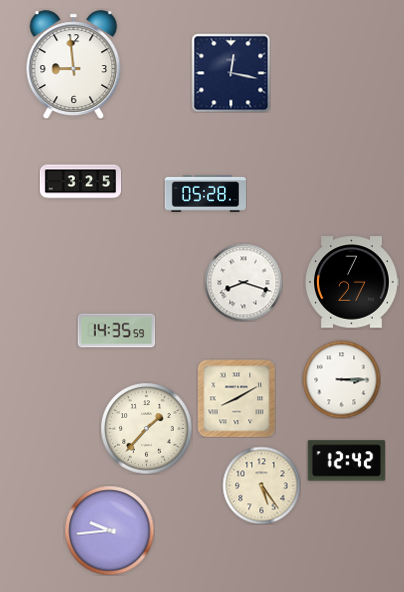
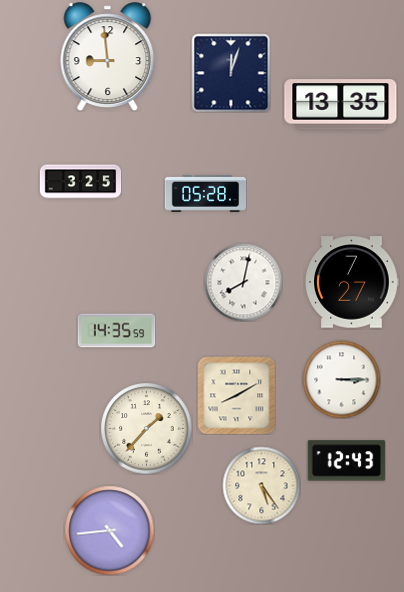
clock at (74, 65) position: (74, 65) -> (108, 57)
clock at (231, 73): 12:17 -> 12:03
clock at (341, 105): none -> 13:35
clock at (243, 282): 8:18 -> 8:02
clock at (236, 398) position: (236, 398) -> (236, 395)
clock at (346, 461): 12:42 -> 12:43
clock at (109, 530): 9:44 -> 4:44
